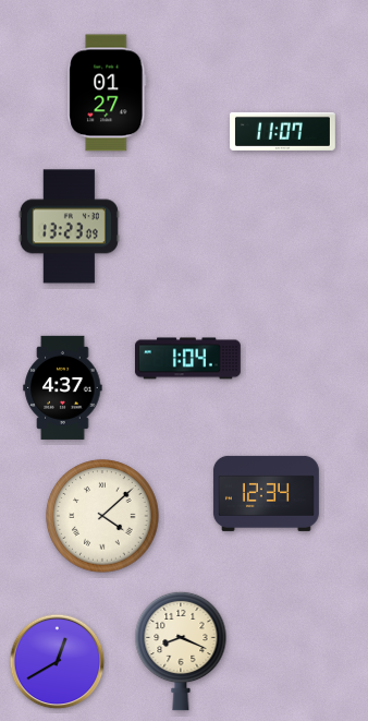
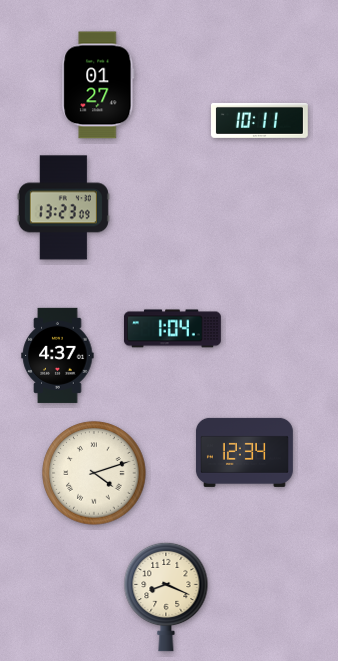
clock at (282, 131): 11:07 -> 10:11
clock at (102, 516): 4:08 -> 4:12
clock at (58, 662): 12:40 -> none
